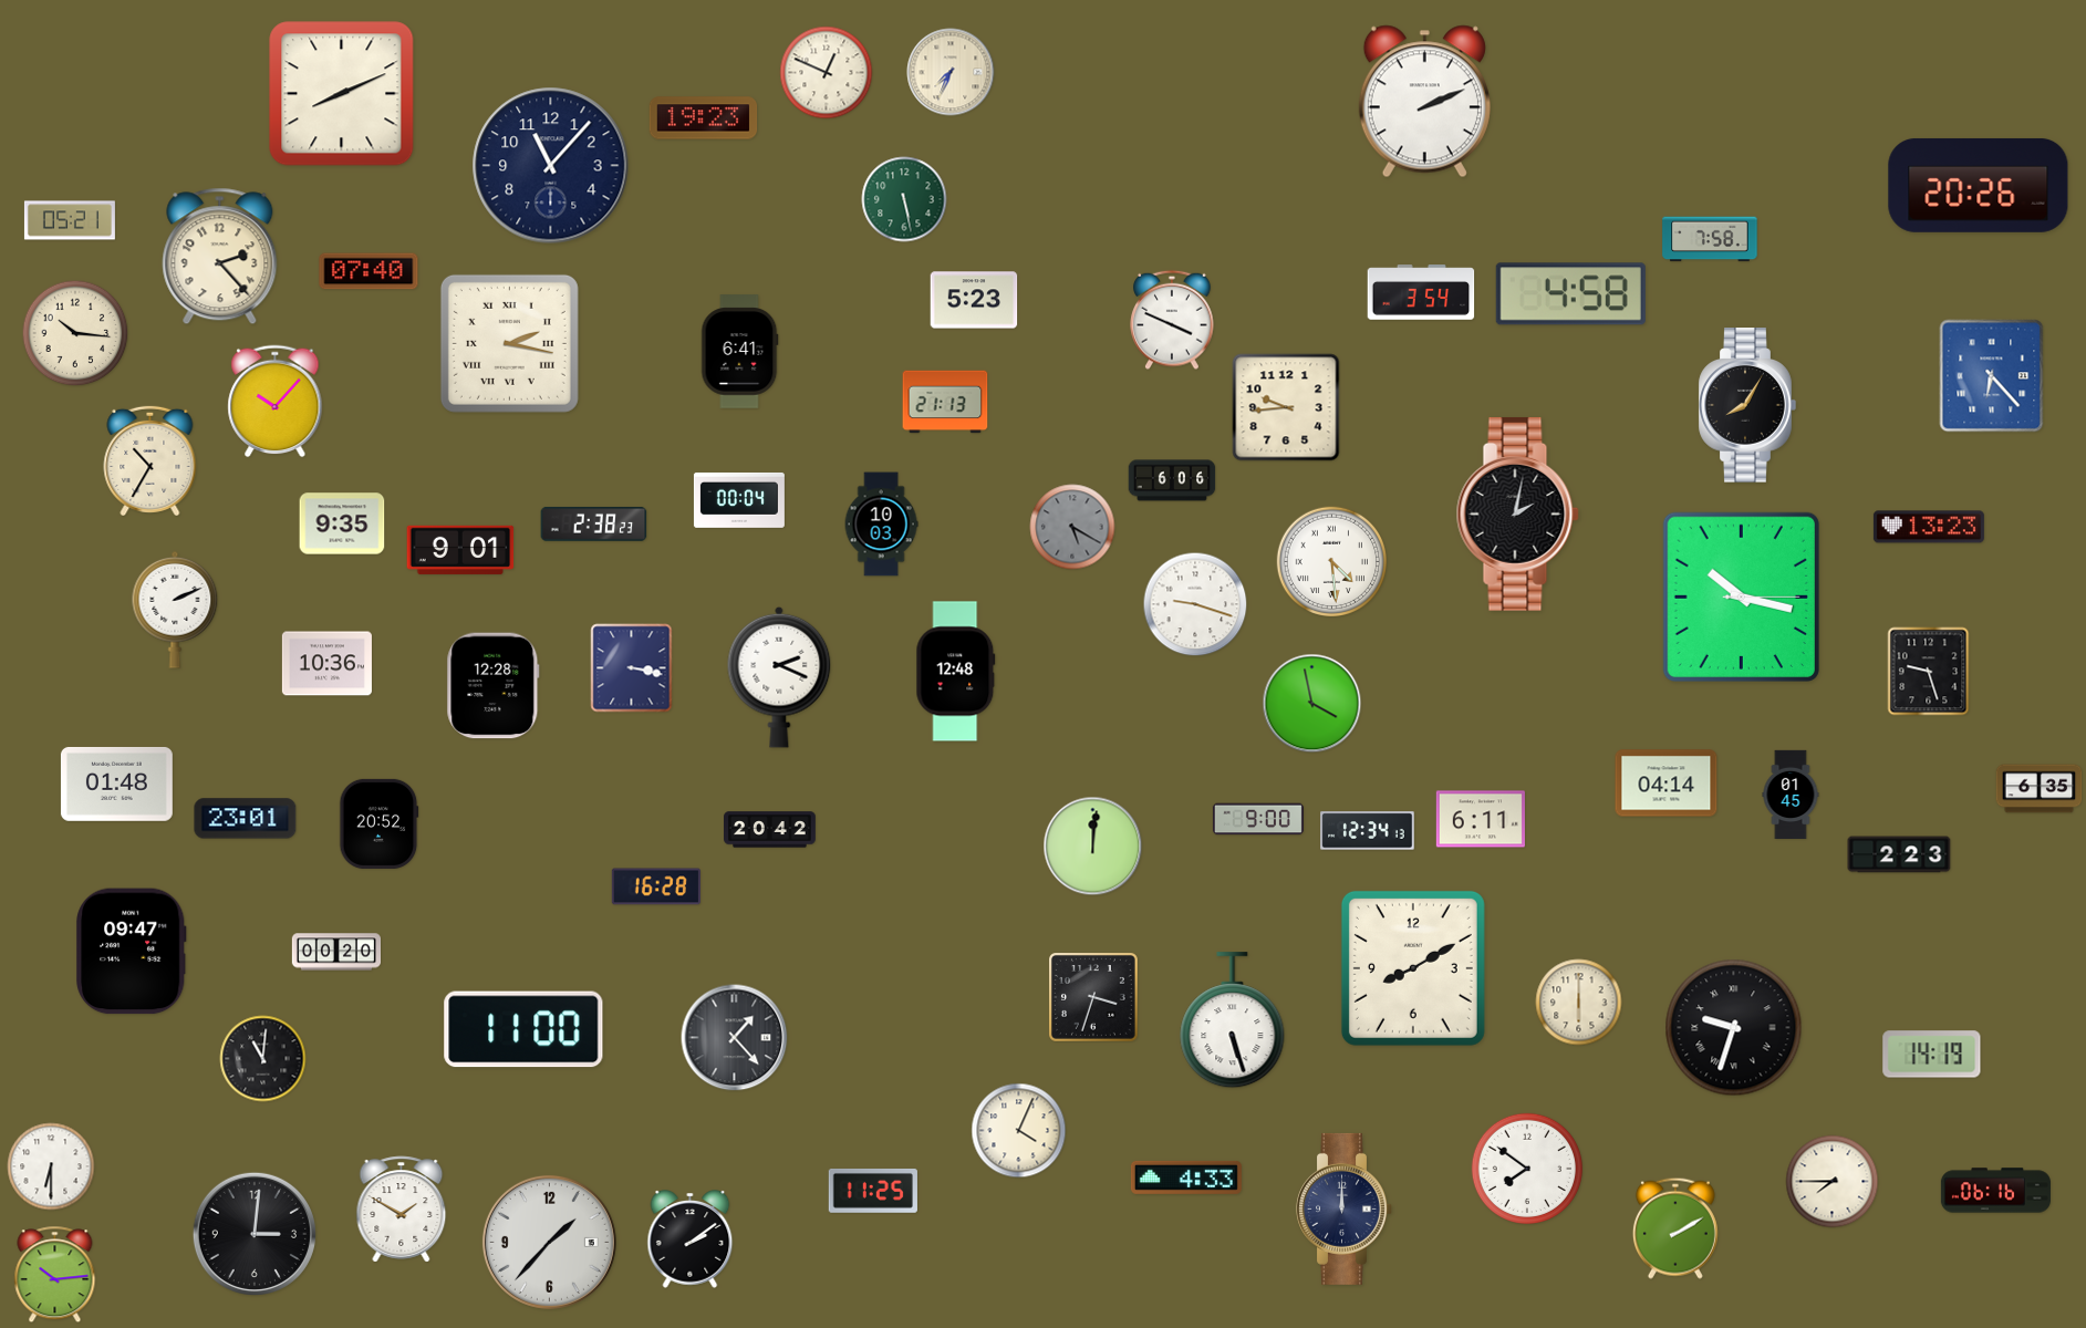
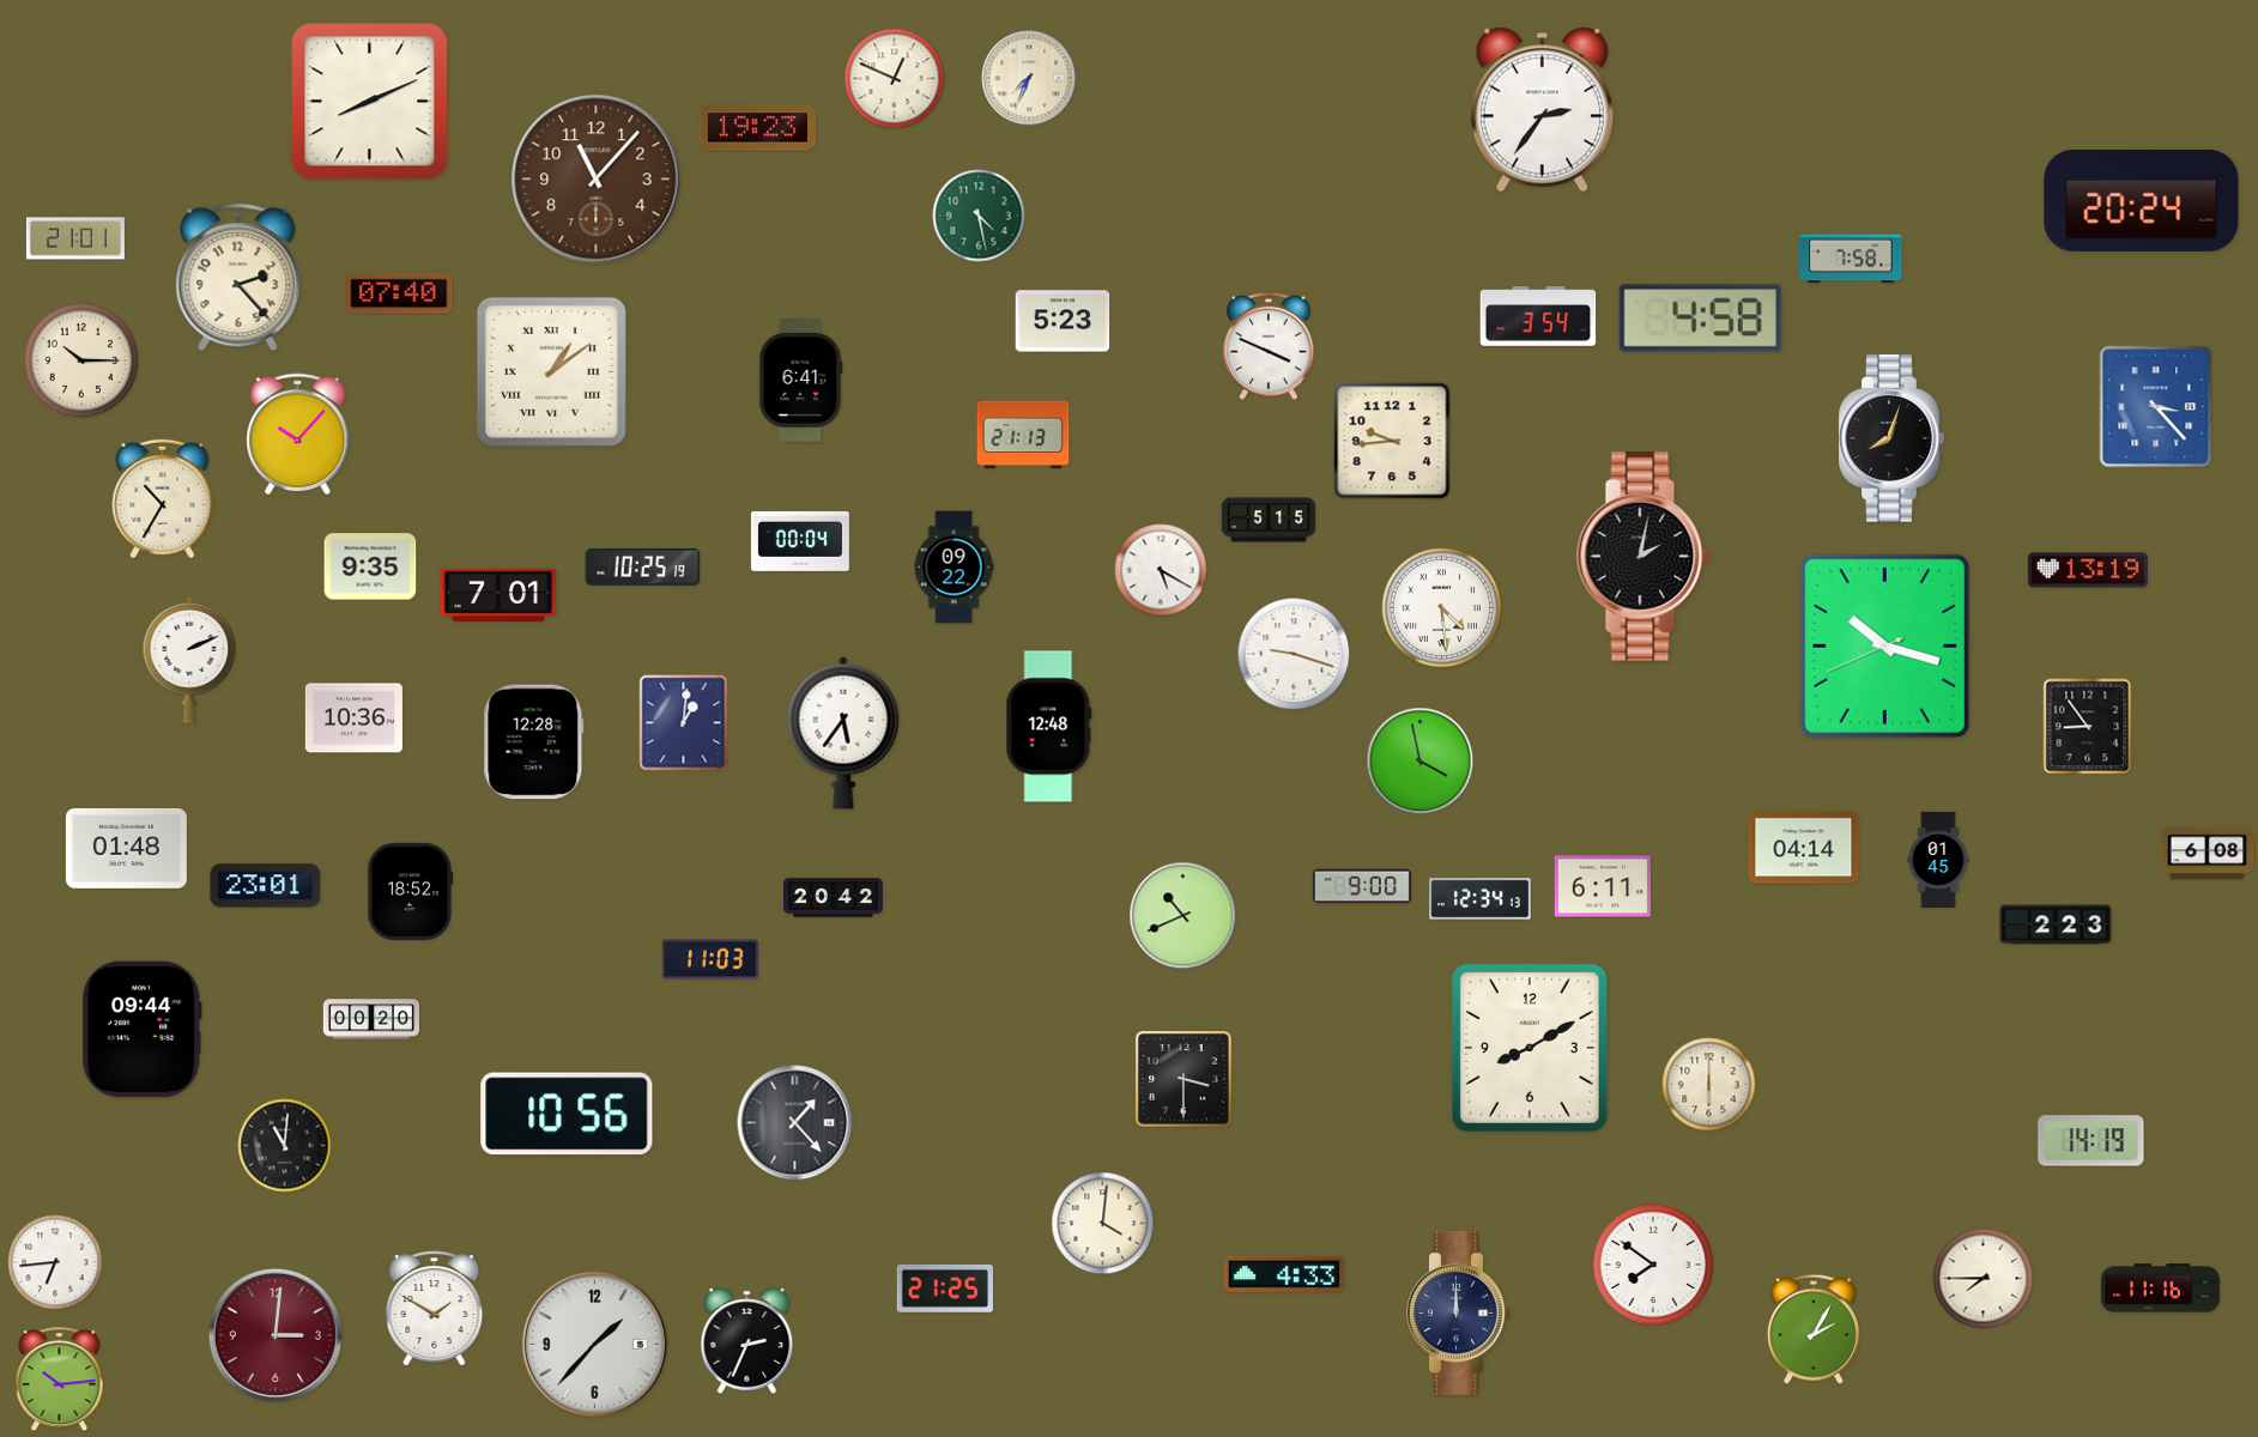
clock at (1424, 102): 2:11 -> 2:36
clock at (704, 118) position: (704, 118) -> (758, 128)
clock at (551, 166) dial: navy -> brown
clock at (1979, 185): 20:26 -> 20:24
clock at (904, 199): 5:28 -> 4:28
clock at (70, 220): 05:21 -> 21:01
clock at (974, 300) position: (974, 300) -> (1063, 321)
clock at (75, 333): 10:16 -> 10:15
clock at (509, 343): 2:17 -> 1:09
clock at (1992, 376): 6:23 -> 3:23
clock at (1747, 405): 8:05 -> 8:03
clock at (1172, 480): 6:06 -> 5:15
clock at (594, 525): 2:38 -> 10:25
clock at (881, 525): 10:03 -> 09:22
clock at (1072, 527) dial: grey -> white
clock at (1929, 527): 13:23 -> 13:19
clock at (460, 550): 9:01 -> 7:01
clock at (1741, 596): 10:17:15 -> 10:17:41
clock at (632, 668): 3:17 -> 1:01
clock at (956, 672) position: (956, 672) -> (1049, 727)
clock at (1929, 672): 9:27 -> 8:54
clock at (779, 677): 2:19 -> 5:36
clock at (2040, 789): 6:35 -> 6:08
clock at (380, 823): 20:52 -> 18:52
clock at (1093, 847): 12:01 -> 10:41
clock at (656, 886): 16:28 -> 11:03
clock at (132, 952): 09:47 -> 09:44
clock at (335, 952) position: (335, 952) -> (370, 1019)
clock at (1094, 998): 3:33 -> 3:30
clock at (1233, 1020): 5:27 -> none
clock at (1734, 1028): 9:33 -> none
clock at (523, 1029): 11:00 -> 10:56
clock at (1019, 1131): 4:04 -> 4:01
clock at (51, 1166): 6:30 -> 6:44
clock at (873, 1191): 11:25 -> 21:25
clock at (1995, 1191): 06:16 -> 11:16
clock at (1345, 1208) position: (1345, 1208) -> (1459, 1312)
clock at (1675, 1228): 2:10 -> 2:05
clock at (255, 1234) dial: black -> burgundy
clock at (691, 1239): 2:09 -> 2:34
